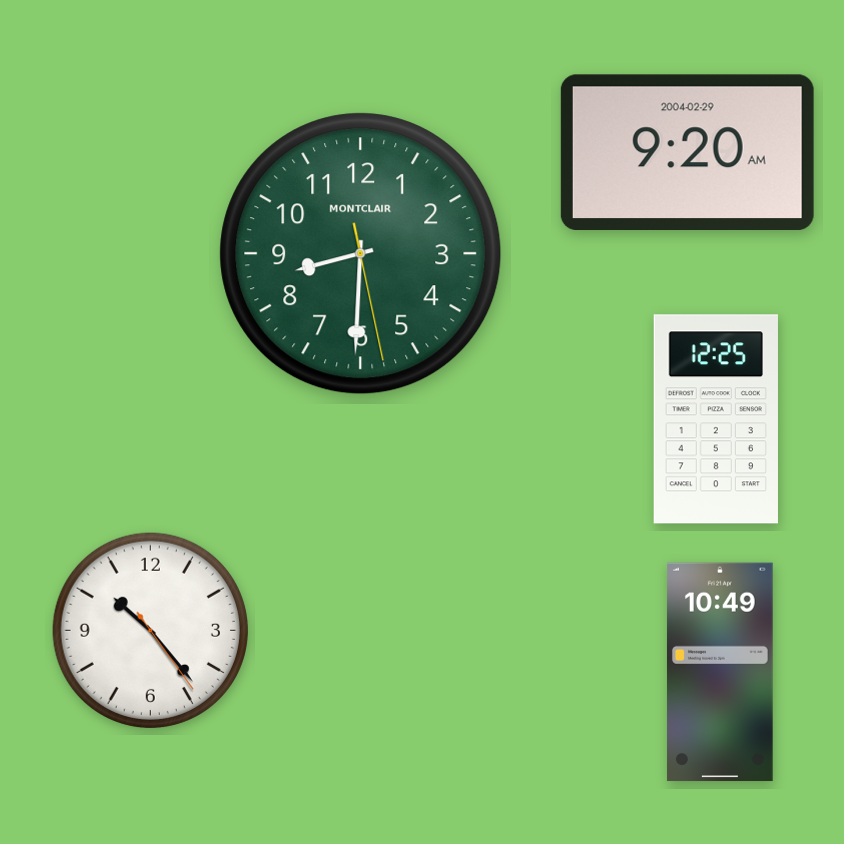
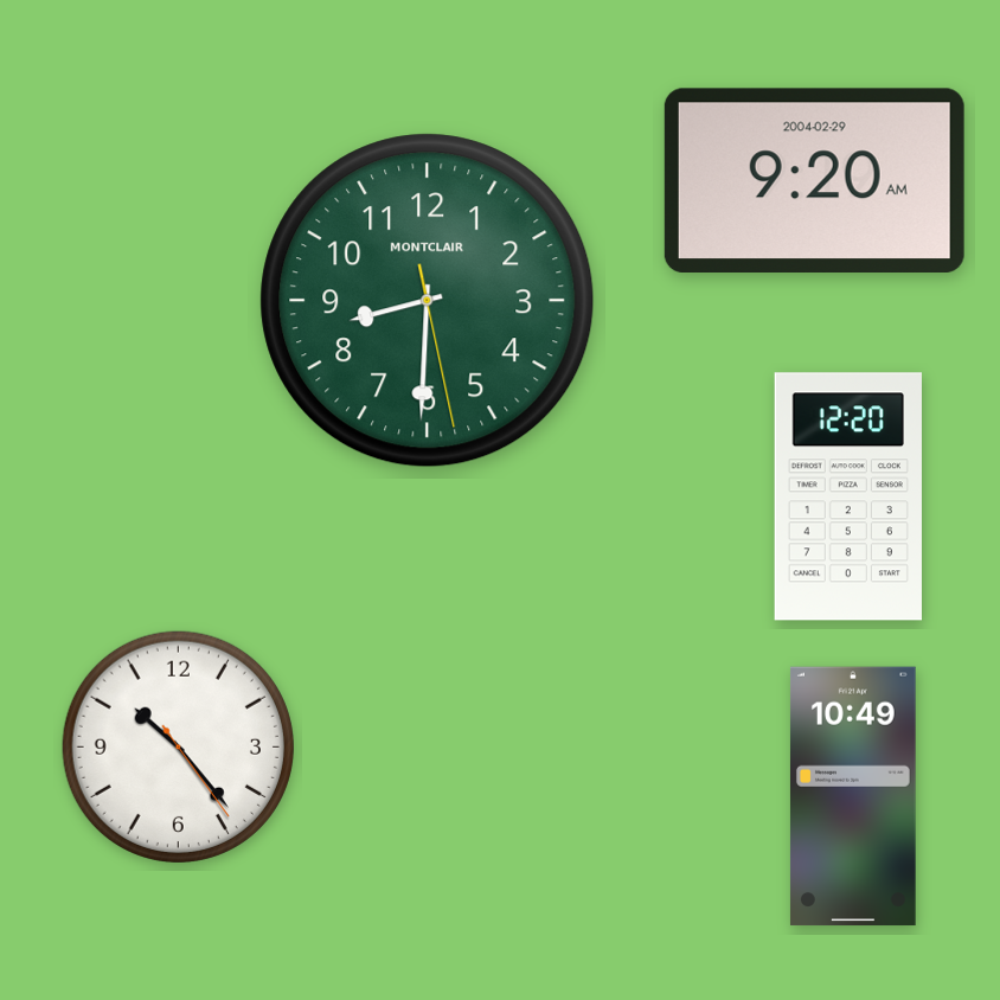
clock at (716, 419): 12:25 -> 12:20
